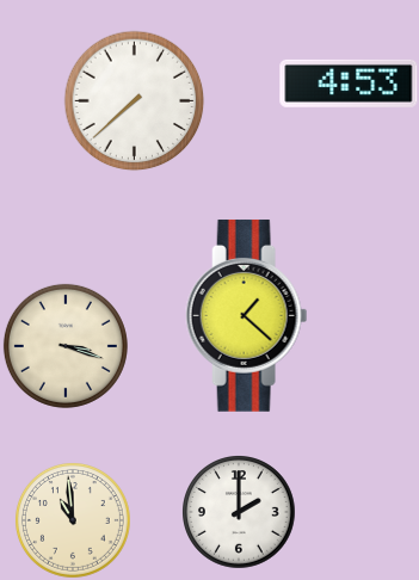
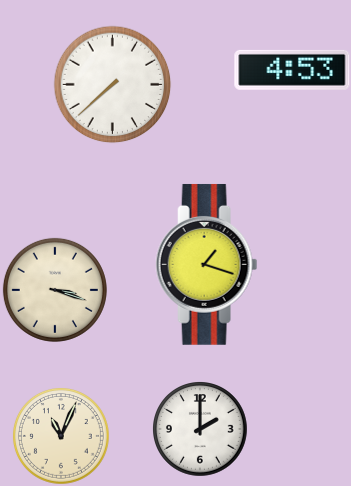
clock at (247, 315): 1:22 -> 1:18
clock at (73, 520): 10:59 -> 11:04
